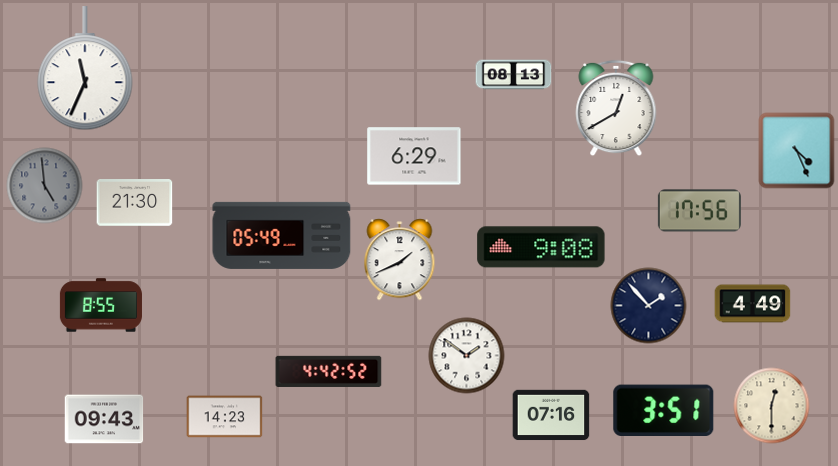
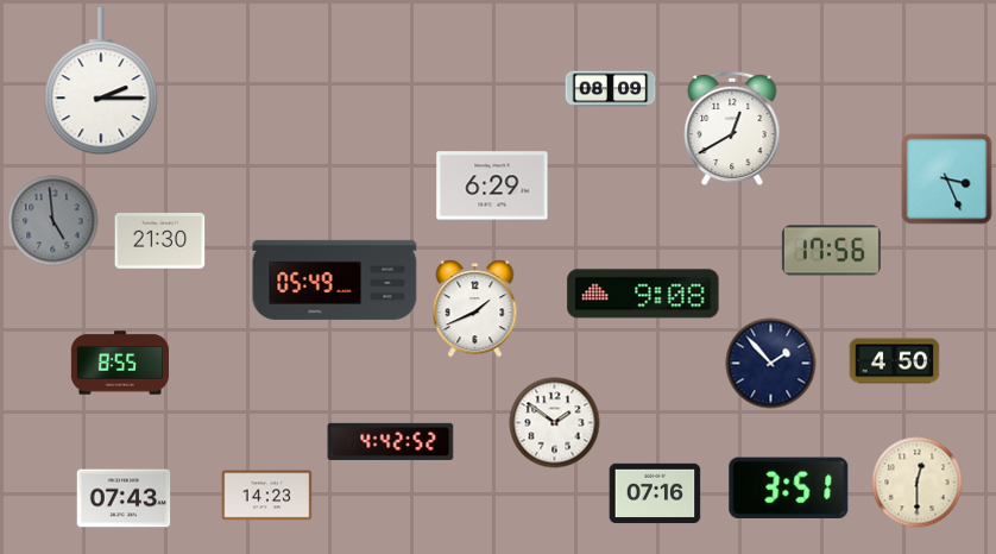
clock at (85, 69): 11:34 -> 2:15
clock at (514, 75): 08:13 -> 08:09
clock at (797, 151): 4:26 -> 3:26
clock at (753, 304): 4:49 -> 4:50
clock at (104, 419): 09:43 -> 07:43
